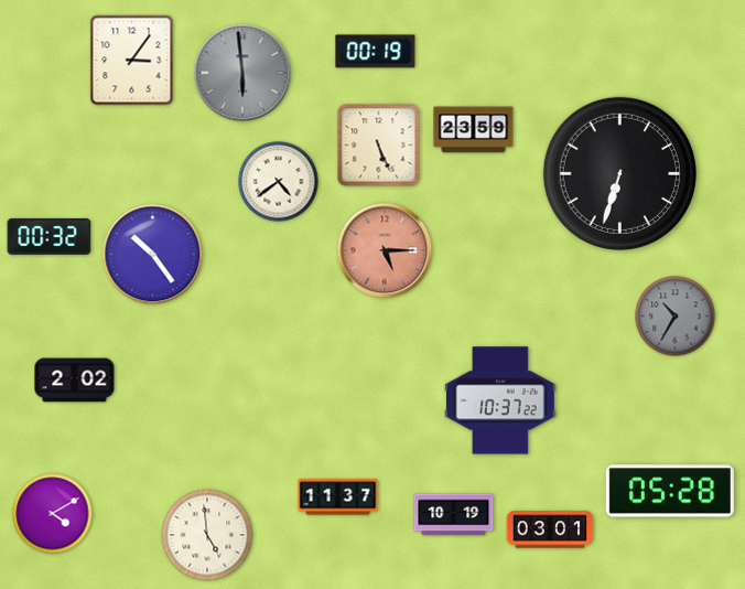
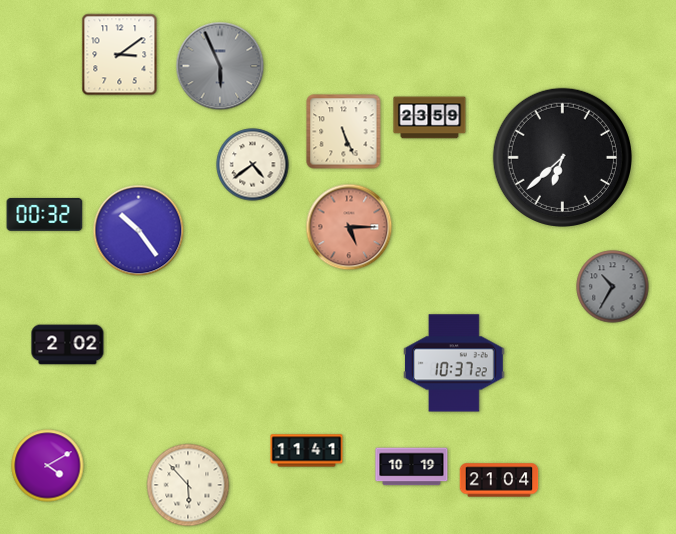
clock at (376, 52): 00:19 -> none
clock at (132, 61): 3:06 -> 3:09
clock at (242, 73): 5:59 -> 5:56
clock at (619, 173): 6:33 -> 6:38
clock at (670, 491): 05:28 -> none
clock at (338, 497): 11:37 -> 11:41
clock at (550, 529): 03:01 -> 21:04
clock at (207, 535): 4:59 -> 5:53
